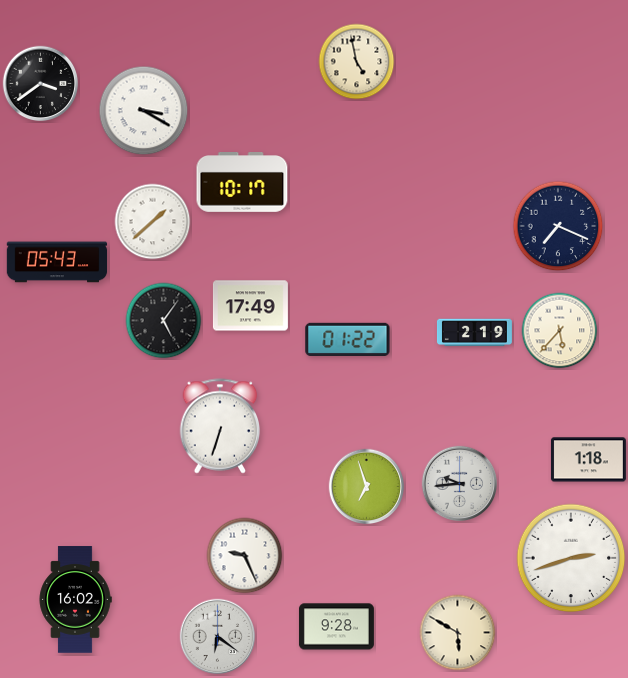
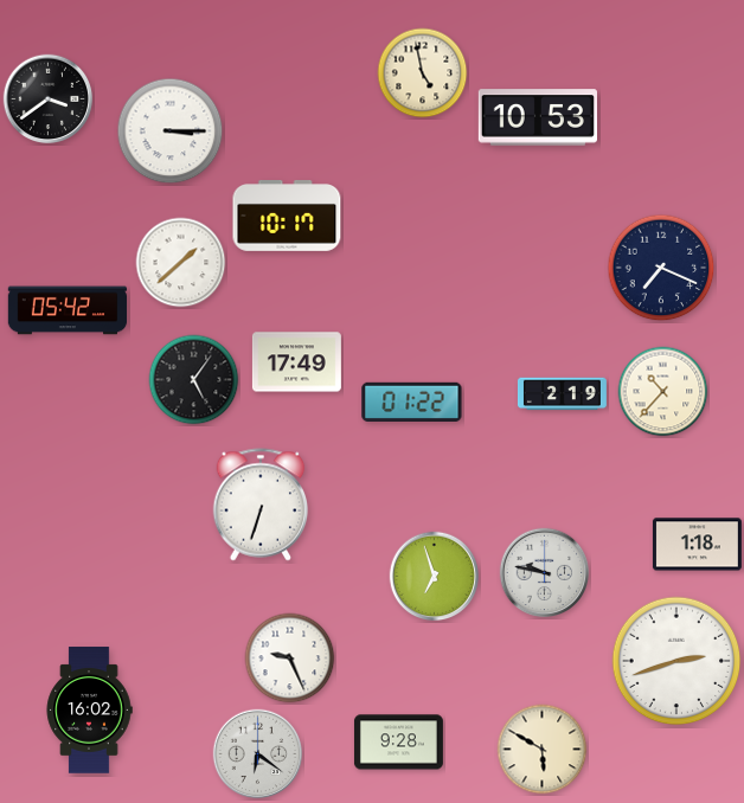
clock at (537, 117): none -> 10:53
clock at (144, 111): 3:20 -> 3:15
clock at (57, 262): 05:43 -> 05:42
clock at (560, 331): 5:37 -> 10:37
clock at (460, 484): 9:44 -> 9:47
